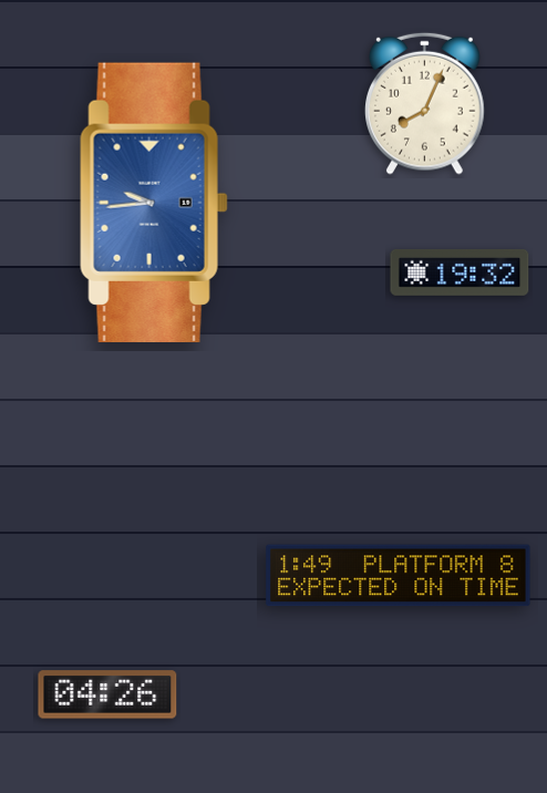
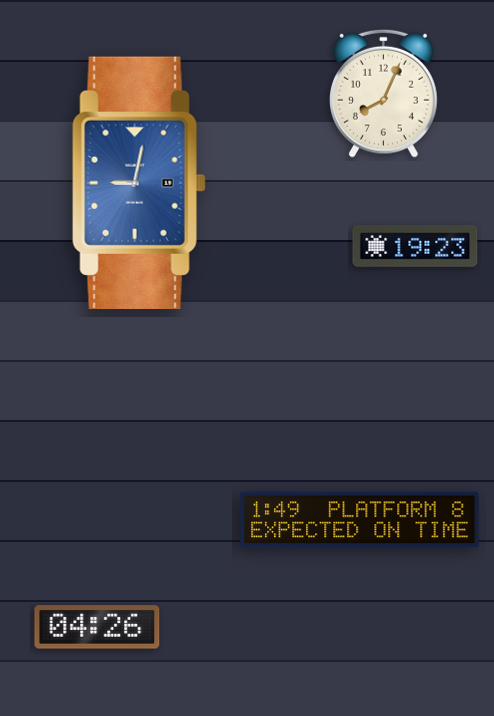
clock at (154, 203): 9:44 -> 9:02
clock at (460, 272): 19:32 -> 19:23
